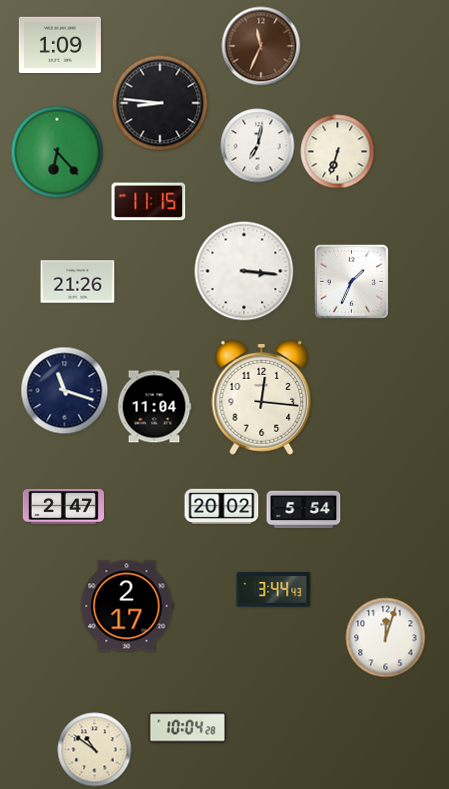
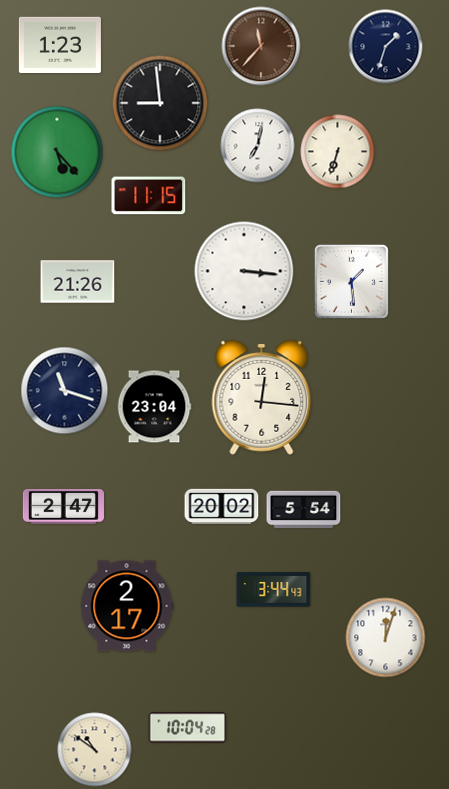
clock at (60, 44): 1:09 -> 1:23
clock at (261, 46): 11:34 -> 11:37
clock at (386, 47): none -> 1:33
clock at (160, 103): 8:46 -> 8:59
clock at (57, 152): 6:23 -> 5:23
clock at (149, 202) position: (149, 202) -> (149, 196)
clock at (351, 281): 1:34 -> 1:29
clock at (154, 407): 11:04 -> 23:04
